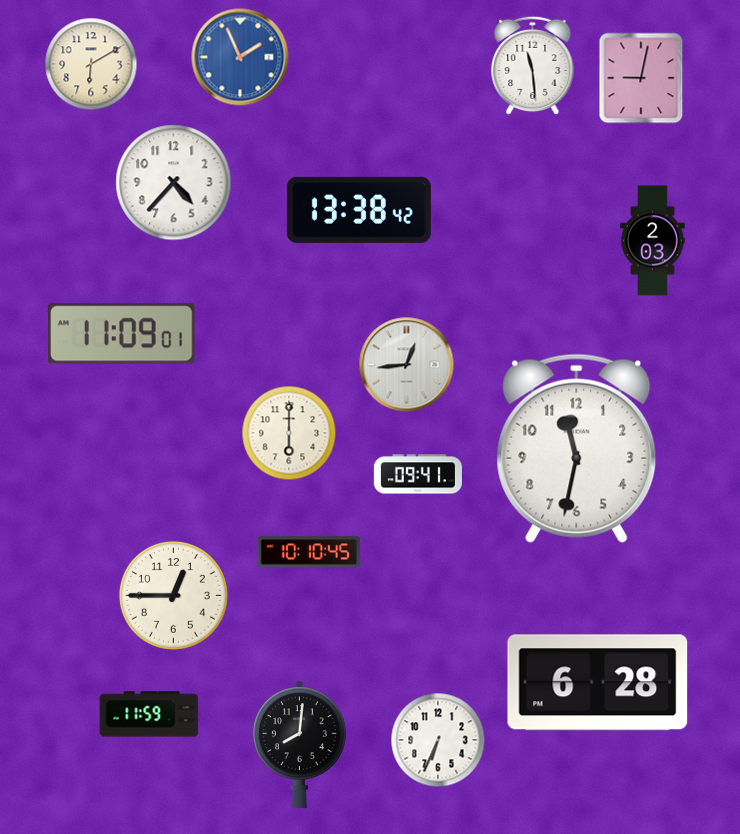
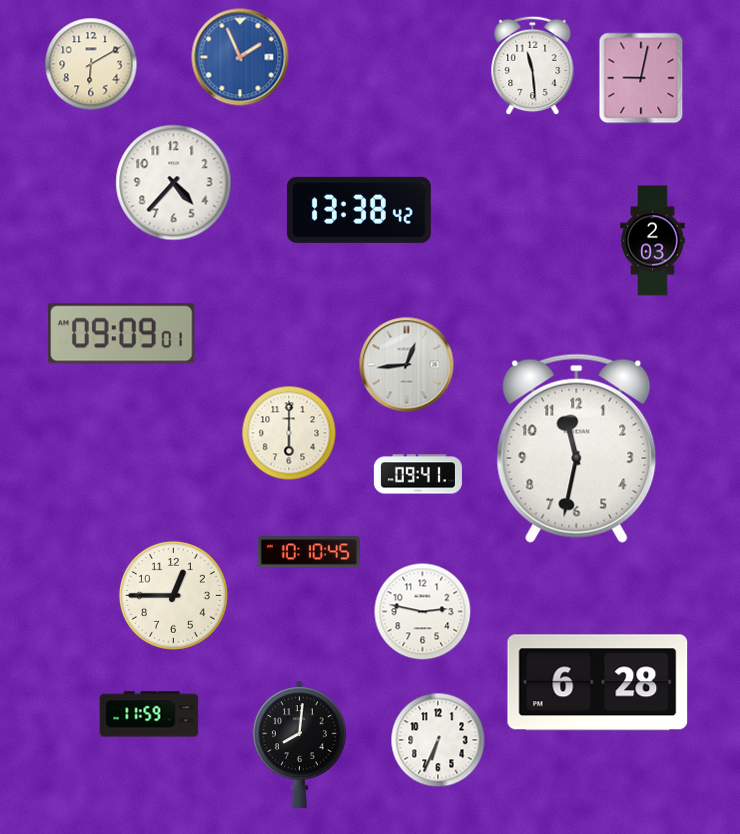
clock at (122, 334): 11:09 -> 09:09
clock at (423, 612): none -> 2:47
